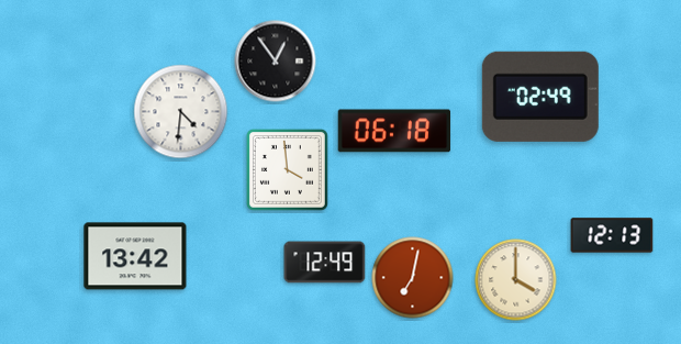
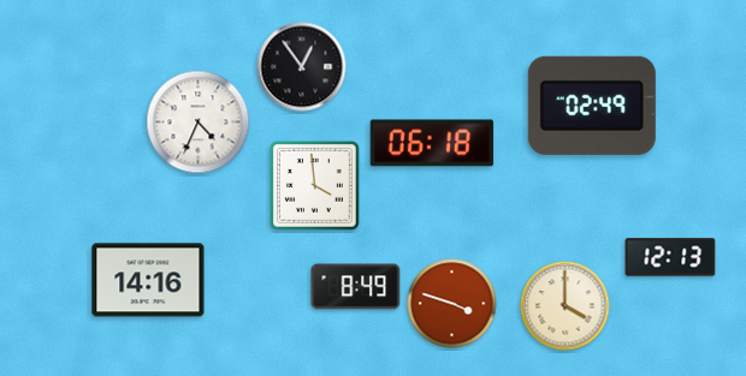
clock at (181, 112): 4:31 -> 4:34
clock at (135, 256): 13:42 -> 14:16
clock at (325, 263): 12:49 -> 8:49
clock at (413, 278): 7:02 -> 3:48
